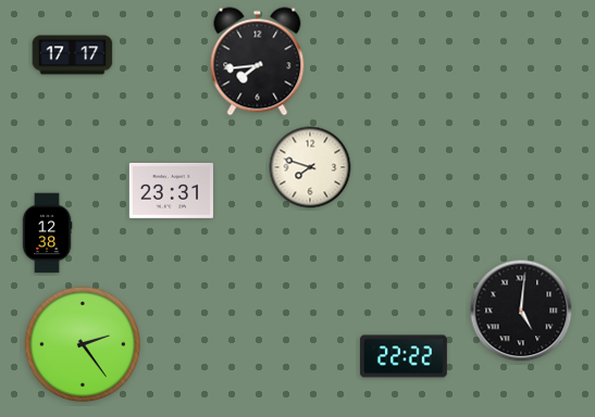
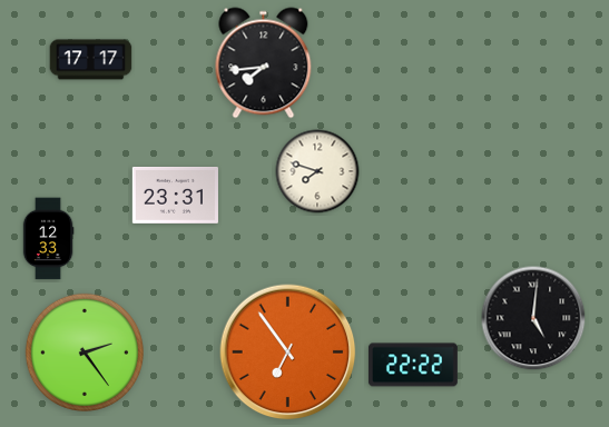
clock at (73, 55) position: (73, 55) -> (91, 60)
clock at (47, 233): 12:38 -> 12:33
clock at (288, 352): none -> 6:54
